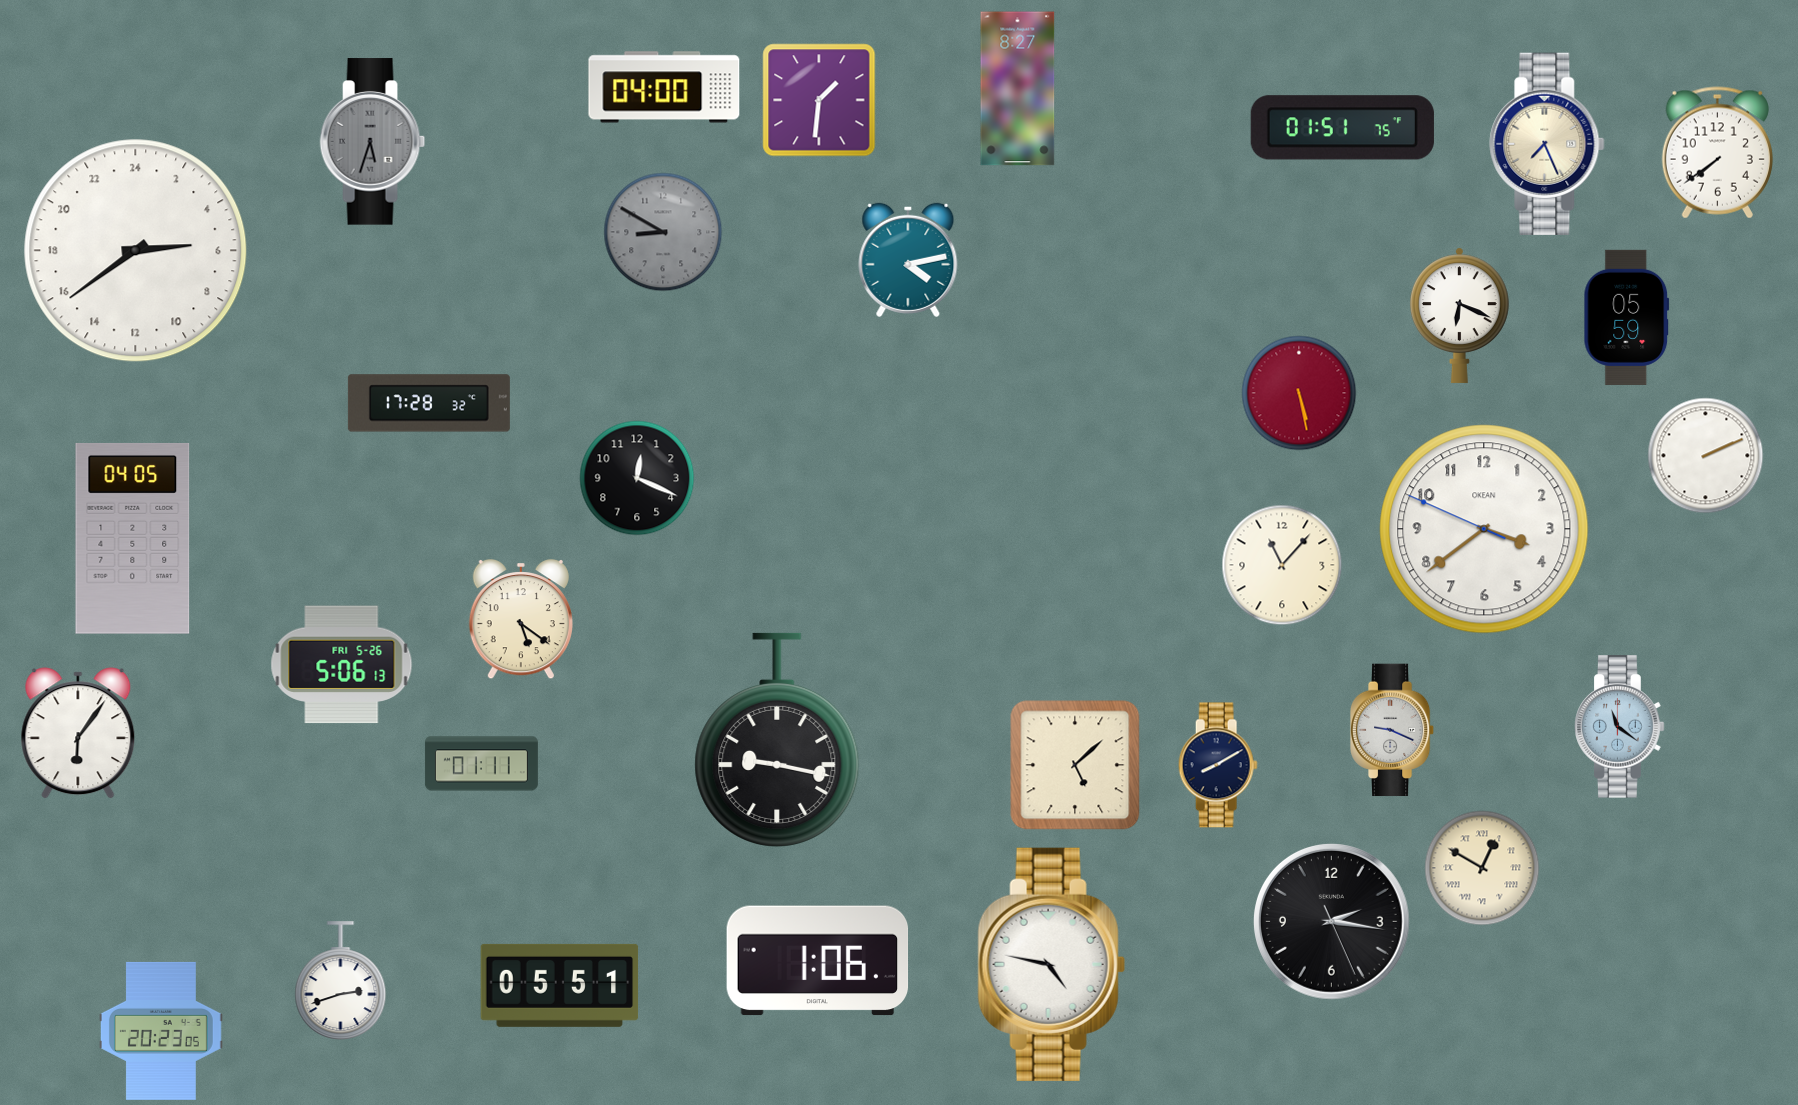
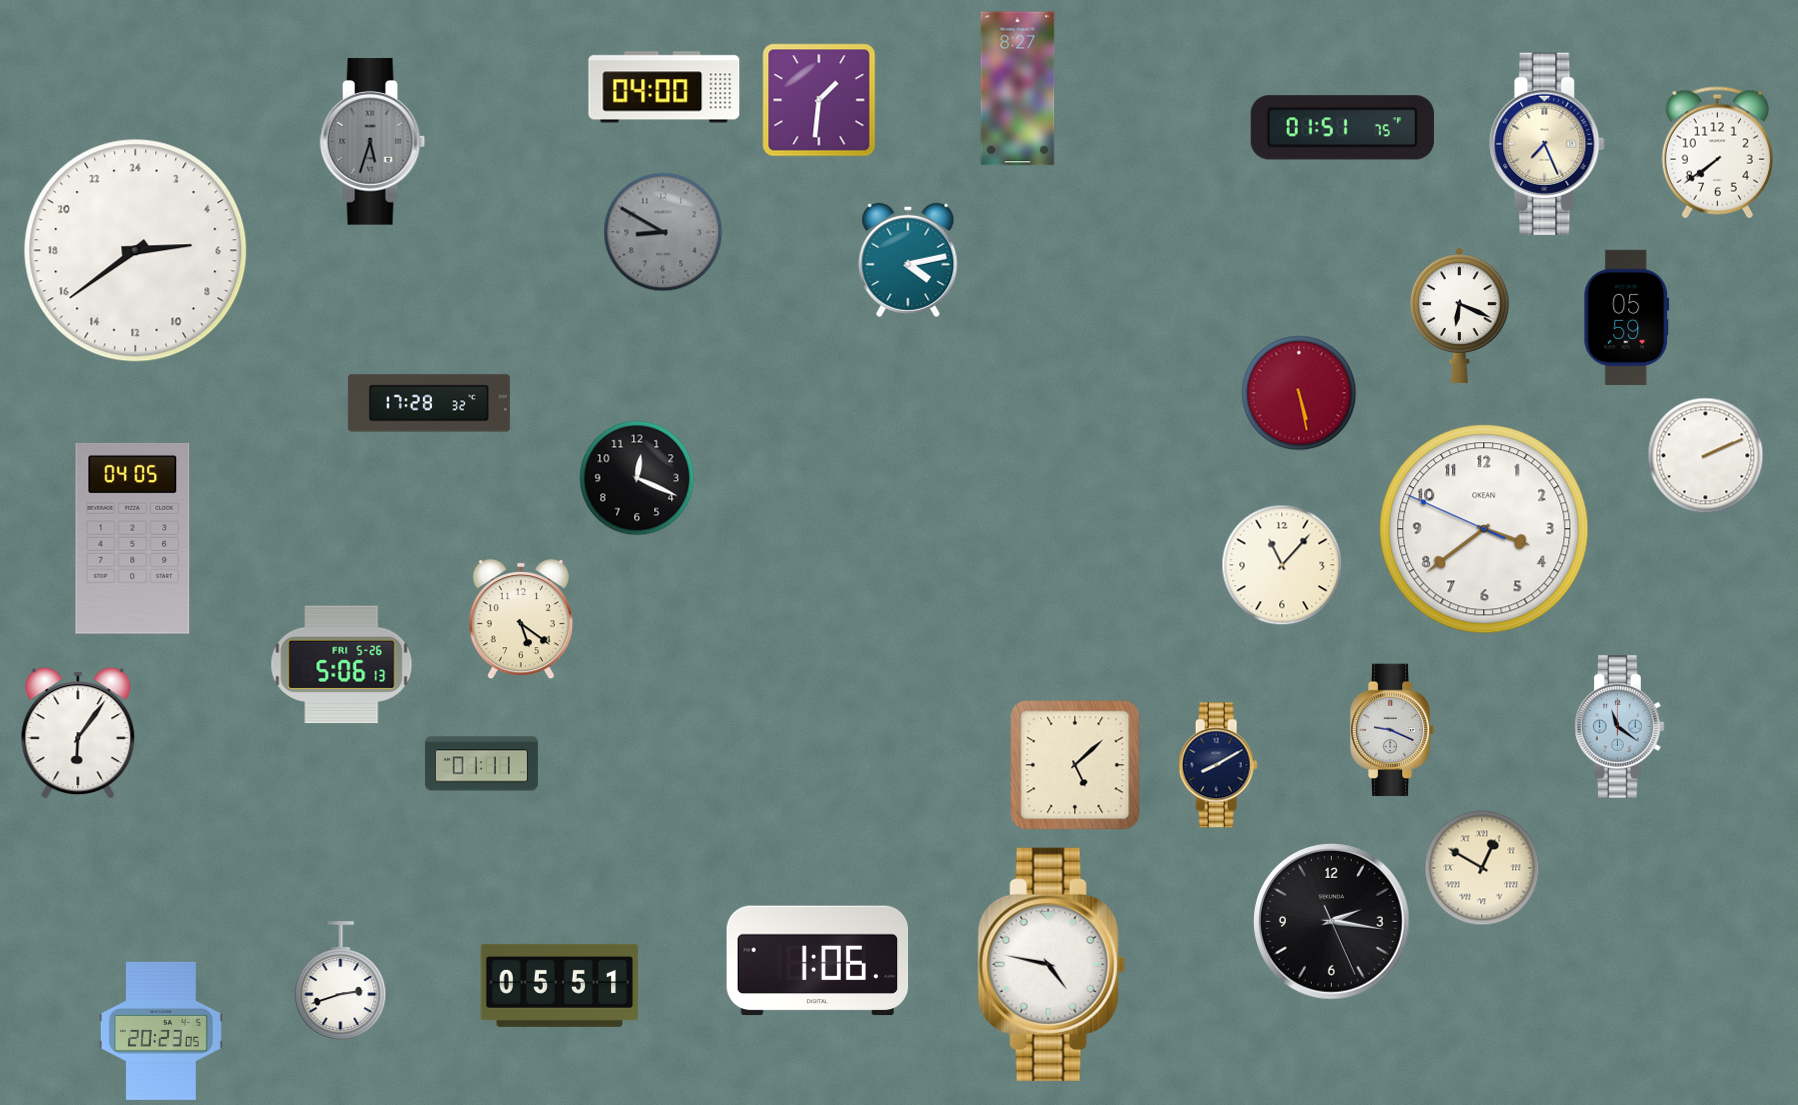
clock at (777, 740): 9:17 -> none
